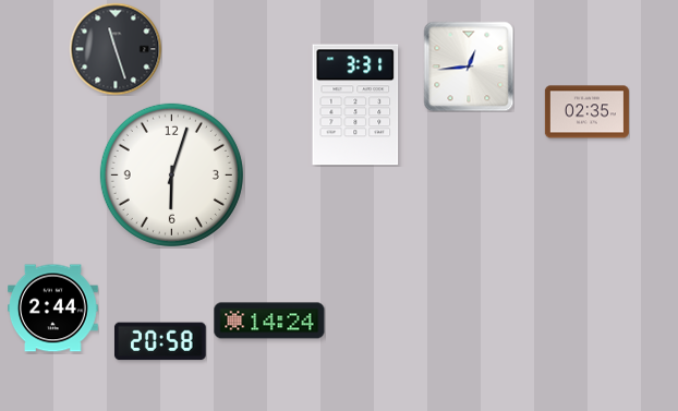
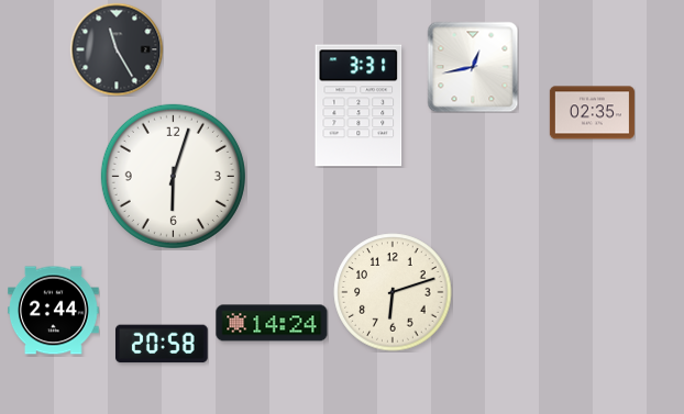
clock at (116, 49): 11:27 -> 11:25
clock at (469, 67): 12:44 -> 12:43
clock at (393, 292): none -> 6:12
